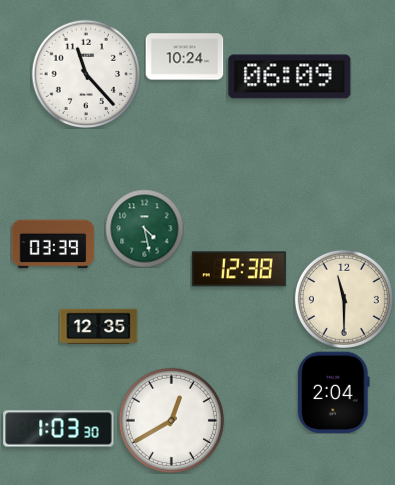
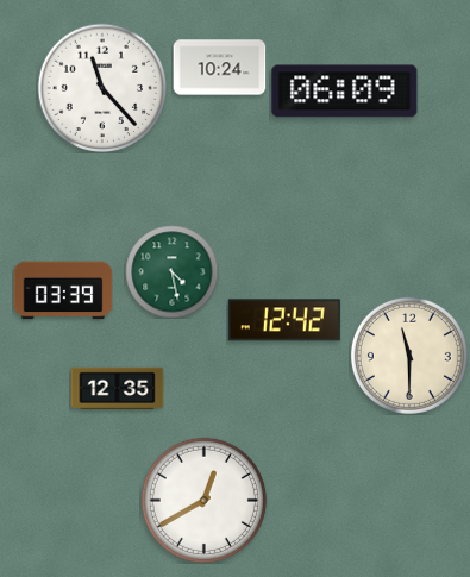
clock at (239, 269): 12:38 -> 12:42
clock at (334, 392): 2:04 -> none
clock at (59, 429): 1:03 -> none
